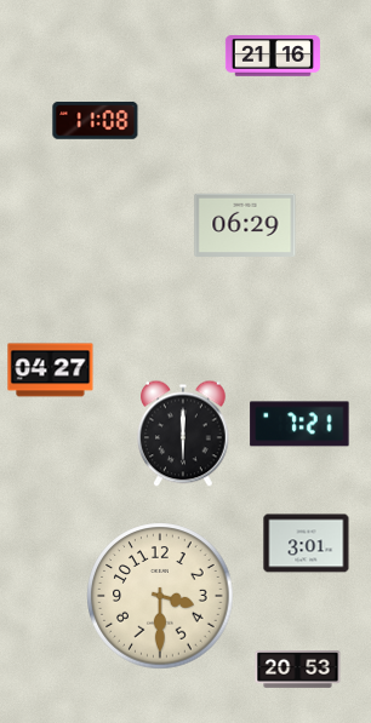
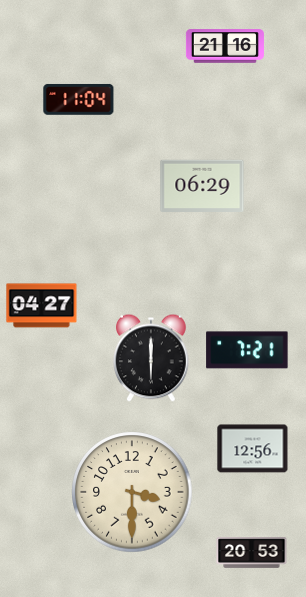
clock at (96, 121): 11:08 -> 11:04
clock at (307, 544): 3:01 -> 12:56
clock at (298, 670) position: (298, 670) -> (252, 553)
